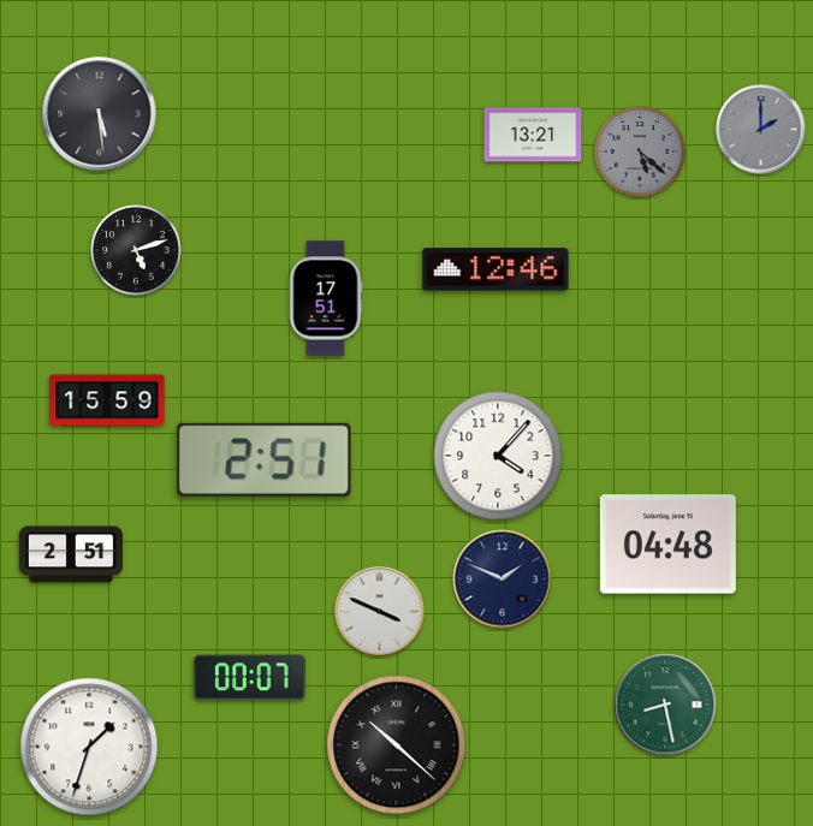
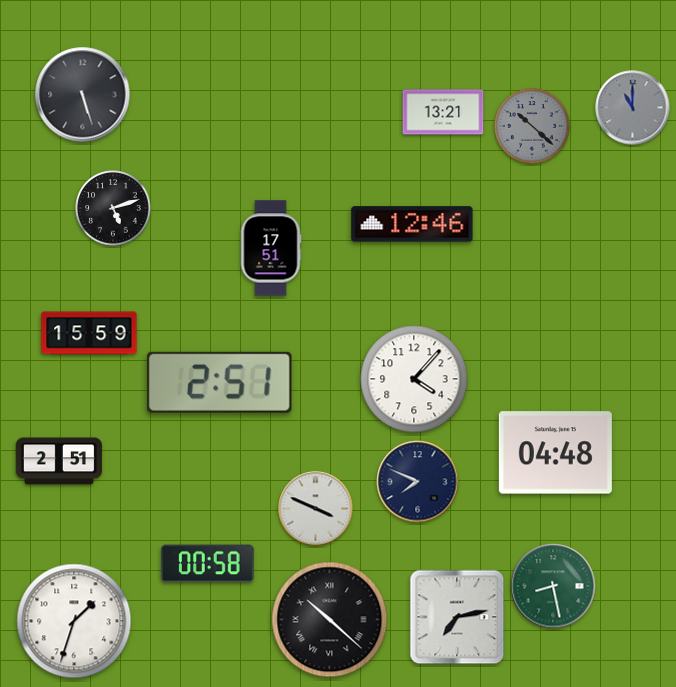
clock at (100, 114): 5:29 -> 5:27
clock at (761, 130): 2:00 -> 11:00
clock at (640, 151): 5:22 -> 10:22
clock at (503, 580): 1:49 -> 7:49
clock at (250, 678): 00:07 -> 00:58
clock at (457, 617): none -> 7:13
